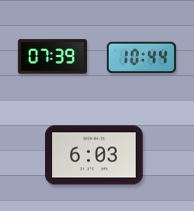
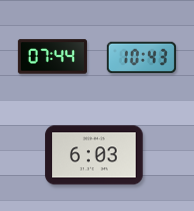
clock at (52, 57): 07:39 -> 07:44
clock at (141, 58): 10:44 -> 10:43
